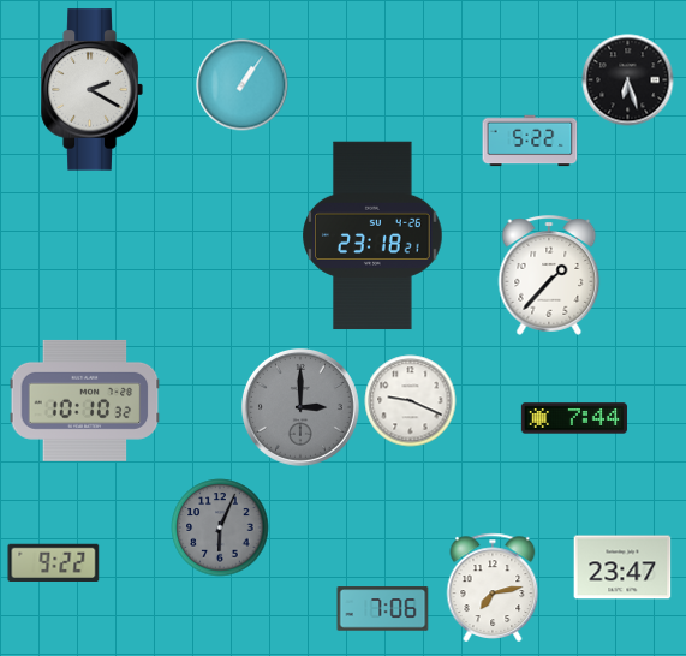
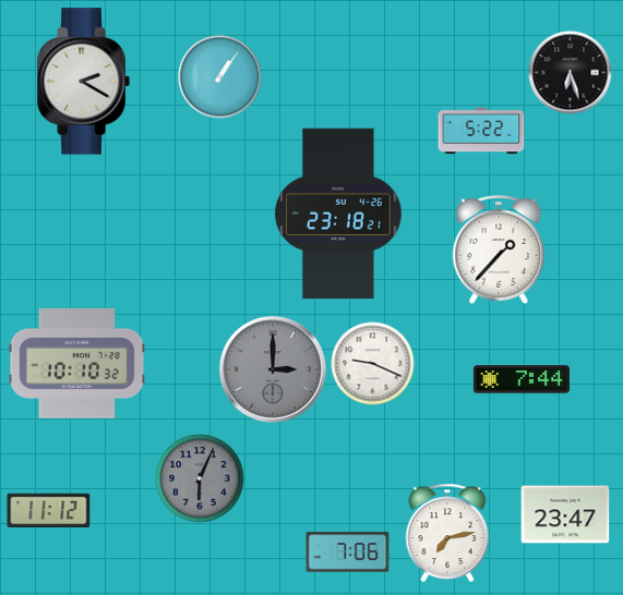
clock at (530, 141) position: (530, 141) -> (481, 131)
clock at (54, 562): 9:22 -> 11:12
